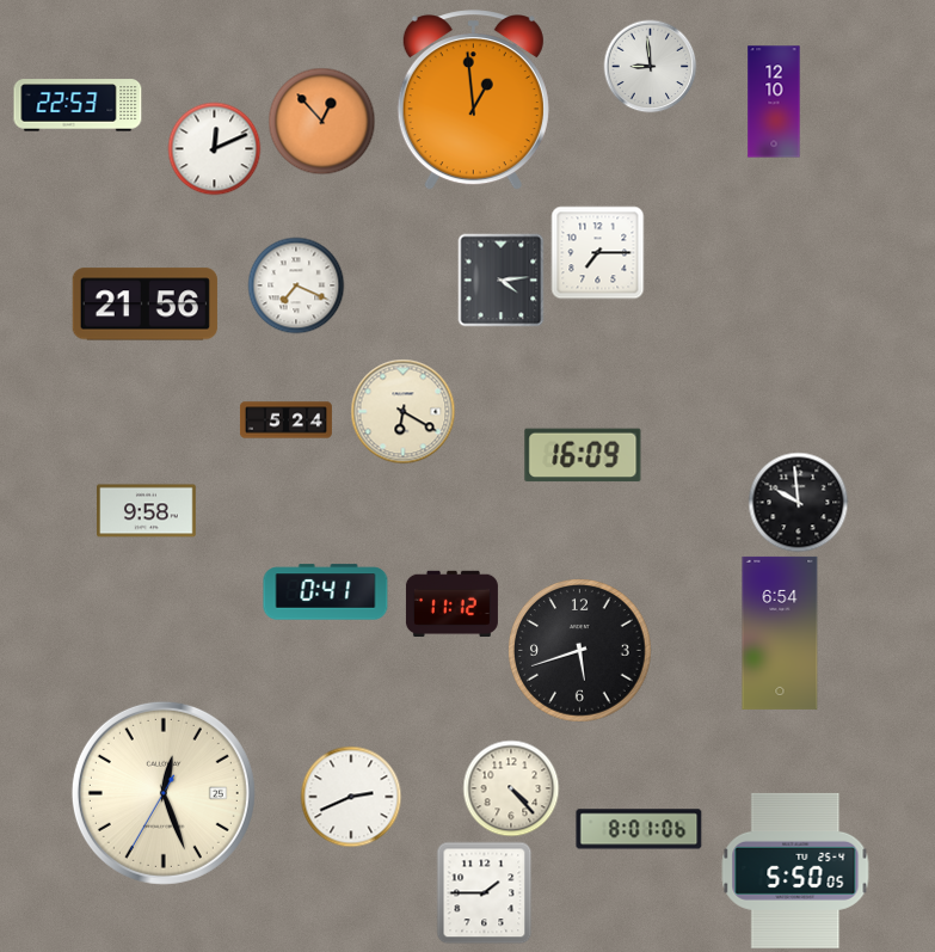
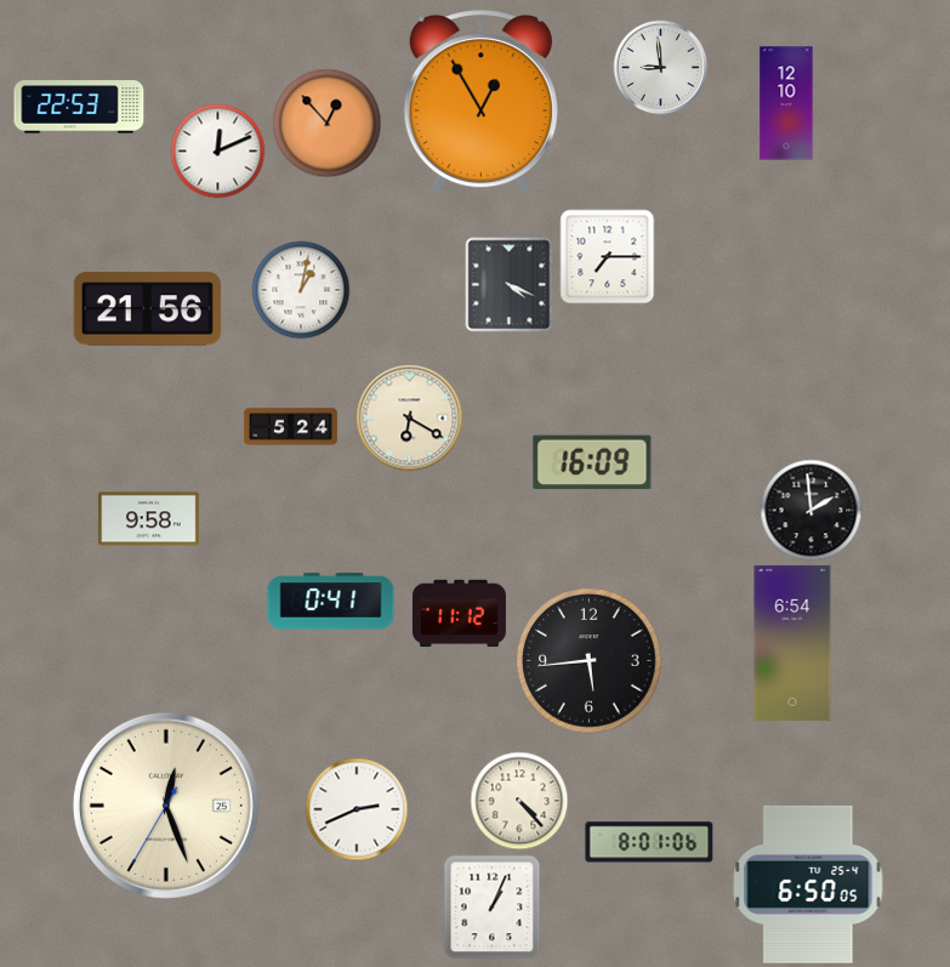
clock at (473, 100): 12:59 -> 12:55
clock at (502, 280): 4:14 -> 4:19
clock at (296, 285): 7:19 -> 1:02
clock at (798, 502): 9:59 -> 1:59
clock at (580, 651): 5:42 -> 5:44
clock at (795, 871): 5:50 -> 6:50
clock at (485, 892): 1:45 -> 1:04
